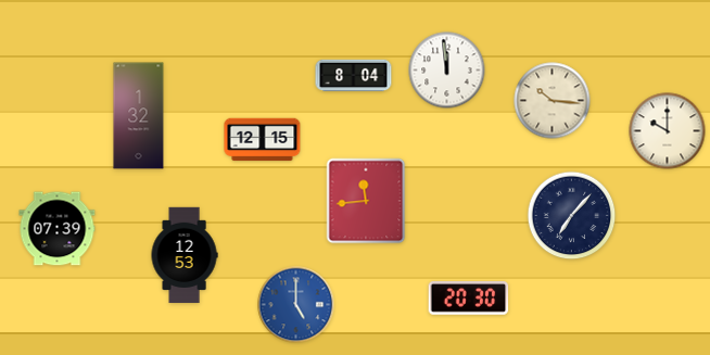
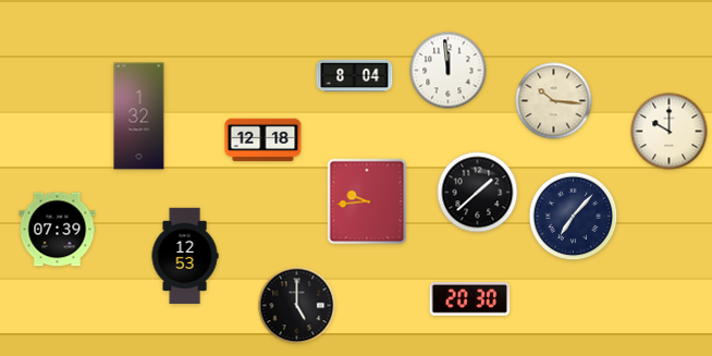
clock at (263, 140): 12:15 -> 12:18
clock at (478, 193): none -> 1:38
clock at (366, 201): 11:44 -> 9:44
clock at (296, 305) dial: blue -> black
